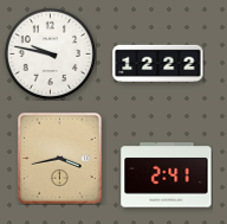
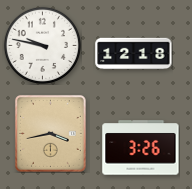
clock at (158, 64): 12:22 -> 12:18
clock at (167, 175): 2:41 -> 3:26
